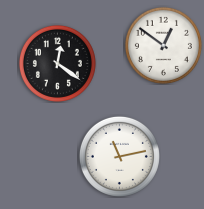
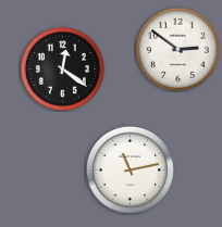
clock at (163, 45): 12:51 -> 2:51
